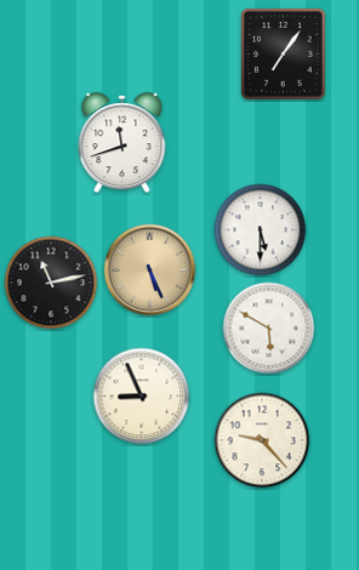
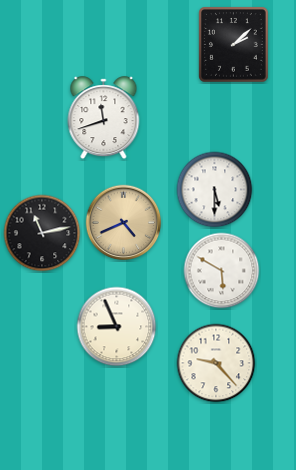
clock at (284, 55): 7:06 -> 2:08
clock at (122, 143) position: (122, 143) -> (104, 118)
clock at (150, 270): 5:26 -> 4:41
